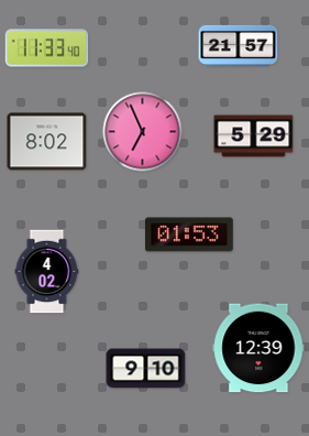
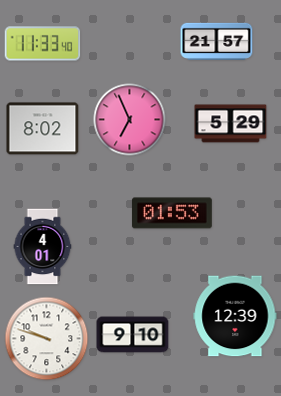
clock at (47, 272): 4:02 -> 4:01
clock at (47, 339): none -> 9:48
